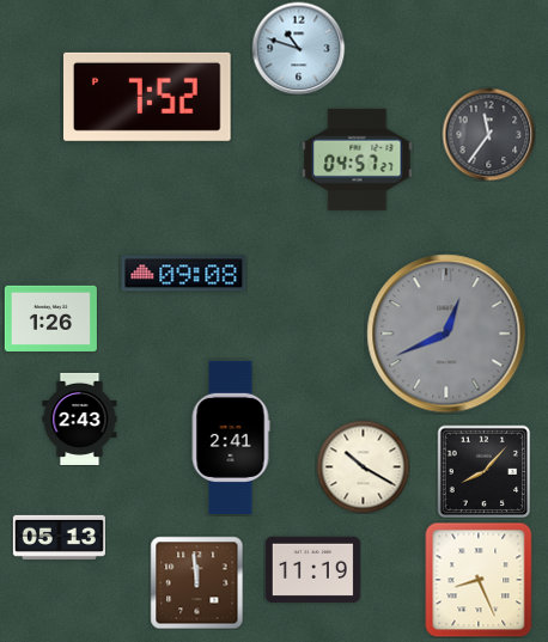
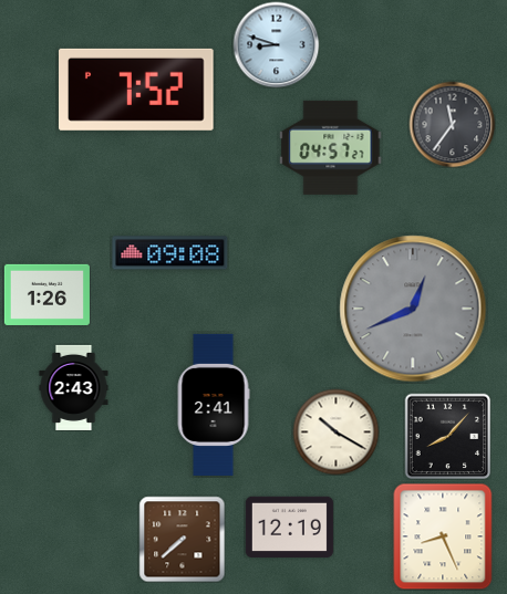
clock at (298, 48): 10:48 -> 8:48
clock at (59, 537): 05:13 -> none
clock at (312, 569): 11:19 -> 12:19
clock at (196, 582): 11:59 -> 7:38
